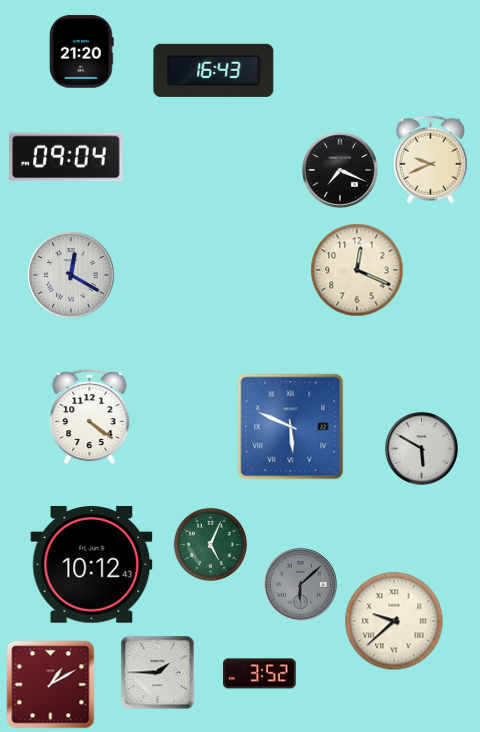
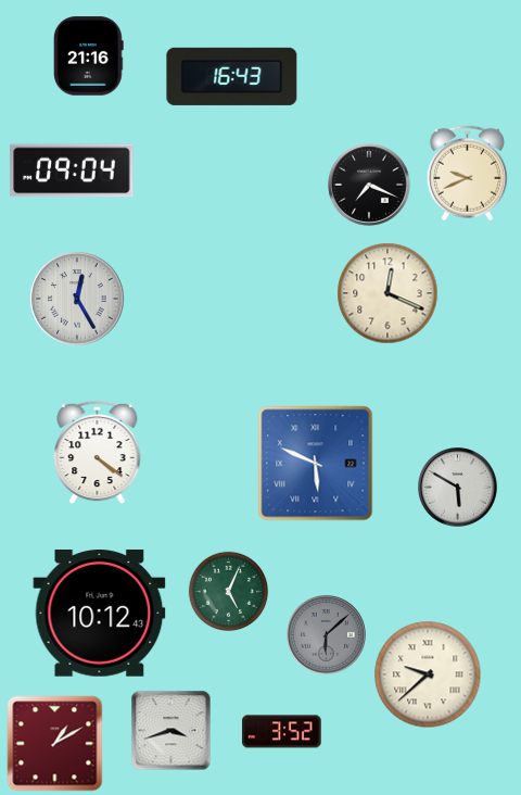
clock at (82, 52): 21:20 -> 21:16
clock at (71, 275): 12:20 -> 12:25
clock at (158, 673): 1:45 -> 3:42
